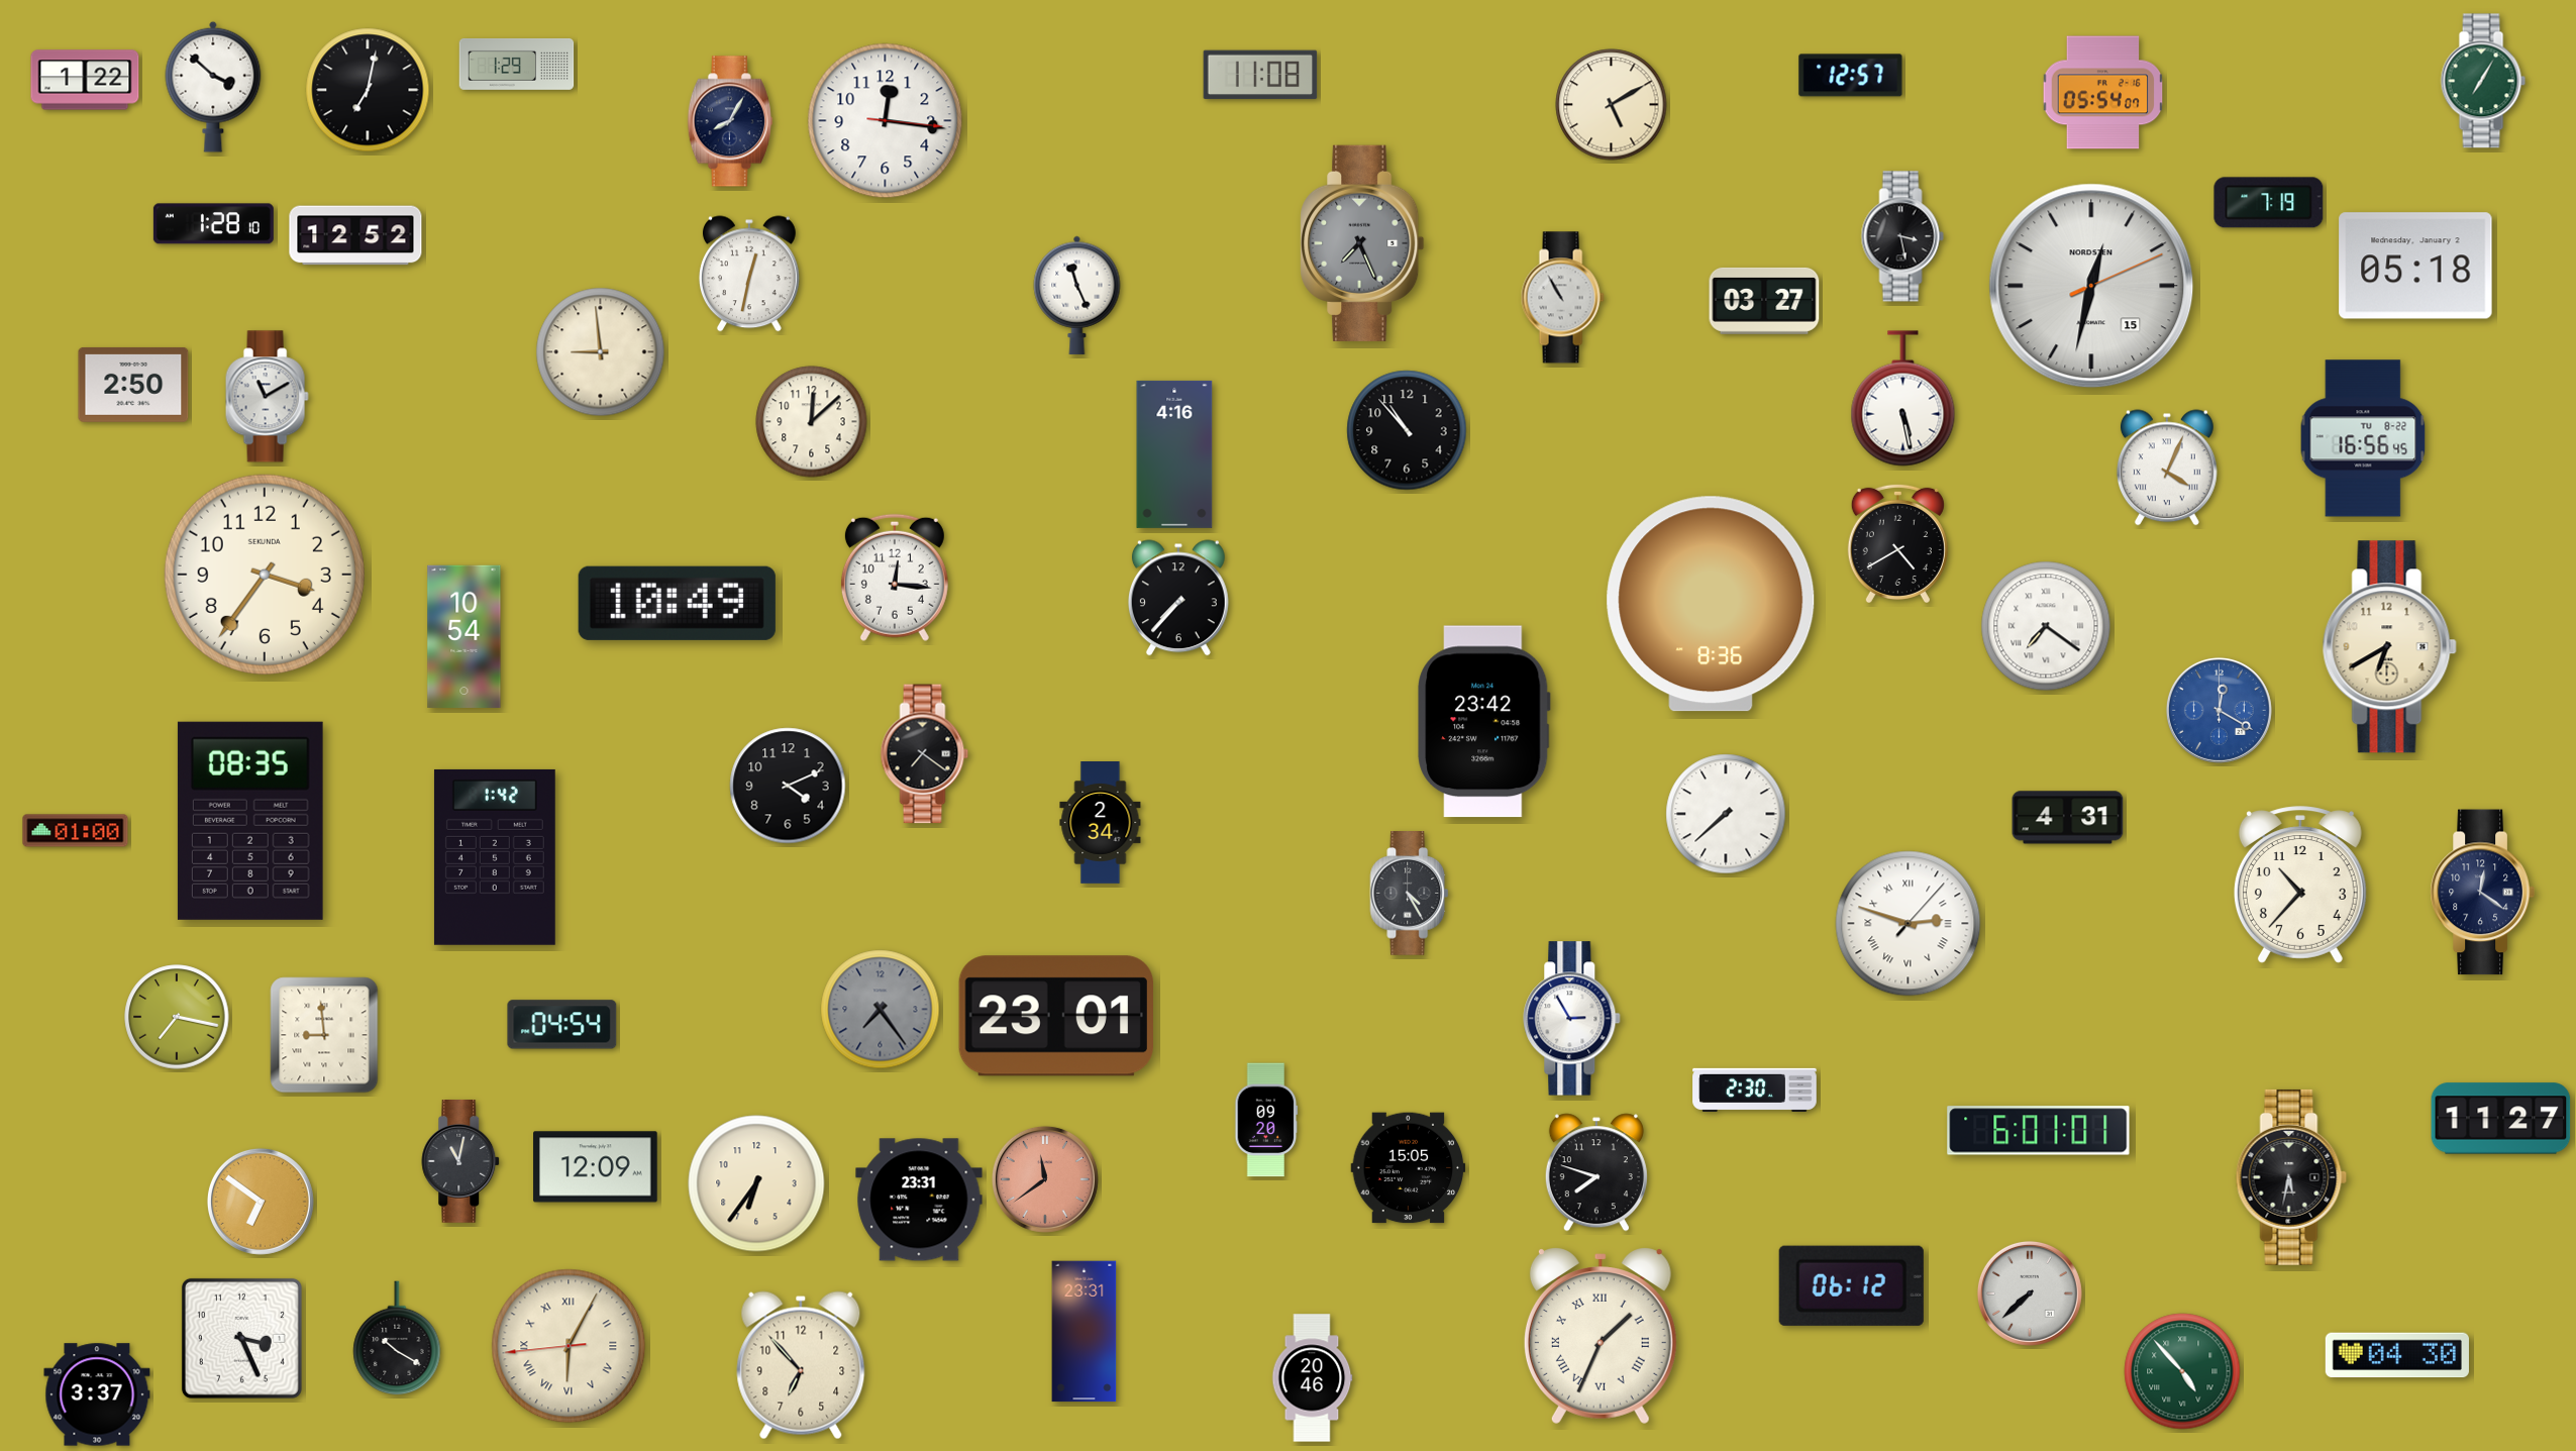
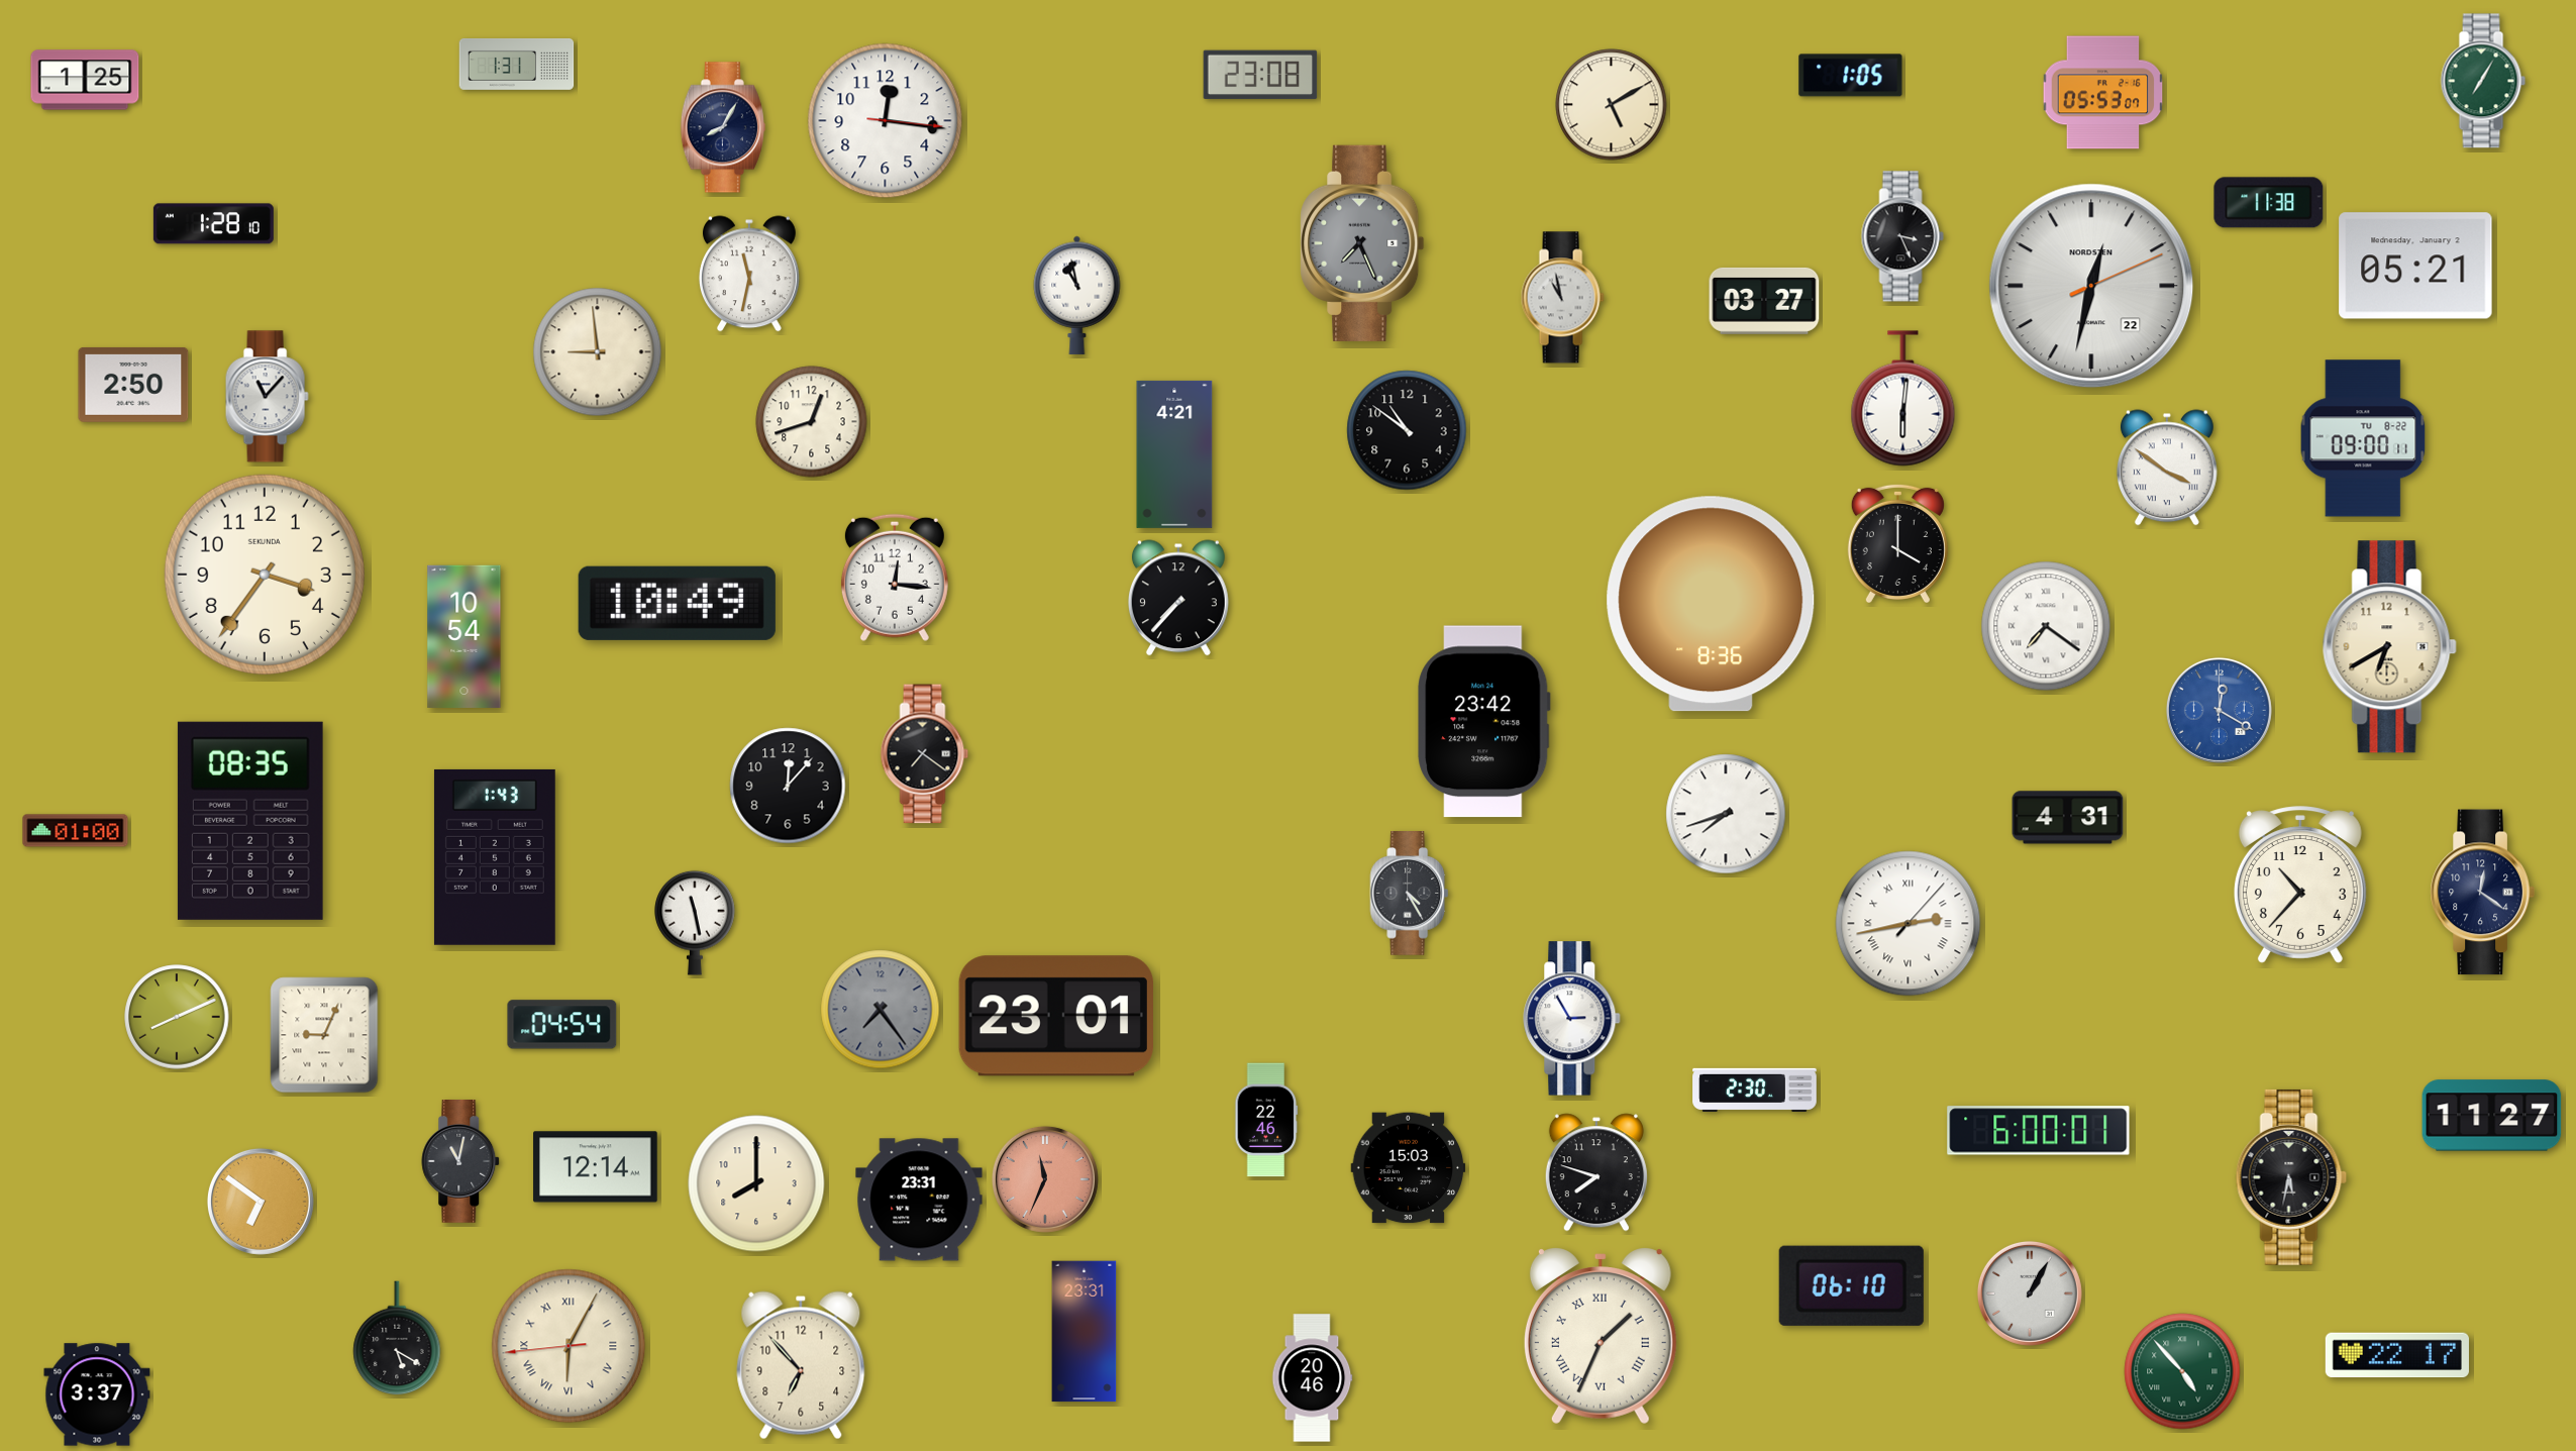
clock at (517, 64): 1:29 -> 1:31
clock at (1260, 75): 11:08 -> 23:08
clock at (1851, 76): 12:57 -> 1:05
clock at (85, 80): 1:22 -> 1:25
clock at (213, 87): 3:52 -> none
clock at (368, 90): 7:02 -> none
clock at (2103, 93): 05:54 -> 05:53
clock at (730, 121) position: (730, 121) -> (723, 127)
clock at (2269, 203): 7:19 -> 11:38
clock at (355, 235): 12:52 -> none
clock at (1902, 236): 3:28 -> 3:26
clock at (2415, 266): 05:18 -> 05:21
clock at (749, 274): 12:32 -> 11:32
clock at (2091, 286) date: 15 -> 22
clock at (1077, 295): 11:26 -> 10:58
clock at (1562, 298): 10:55 -> 10:58
clock at (601, 352) position: (601, 352) -> (598, 352)
clock at (267, 397): 11:10 -> 11:07
clock at (1903, 399): 5:28 -> 6:01
clock at (812, 422): 12:08 -> 12:42
clock at (1407, 430): 10:53 -> 10:51
clock at (2363, 438): 16:56 -> 09:00
clock at (1174, 454): 4:16 -> 4:21
clock at (2167, 468): 4:04 -> 3:51
clock at (1897, 542): 4:40 -> 4:00
clock at (788, 786): 4:11 -> 12:07
clock at (1726, 814): 7:38 -> 7:42
clock at (1101, 823): 2:34 -> none
clock at (495, 857): 1:42 -> 1:43
clock at (695, 923): none -> 11:28
clock at (1909, 924): 2:48 -> 2:43
clock at (177, 1017): 7:17 -> 8:11
clock at (324, 1035): 8:59 -> 9:04
clock at (2501, 1119) position: (2501, 1119) -> (2492, 1116)
clock at (1266, 1120): 09:20 -> 22:46
clock at (2039, 1131): 6:01 -> 6:00
clock at (596, 1167): 12:09 -> 12:14
clock at (1409, 1168): 15:05 -> 15:03
clock at (1045, 1179): 11:39 -> 11:34
clock at (756, 1183): 6:36 -> 8:00
clock at (1851, 1285): 06:12 -> 06:10
clock at (2030, 1293): 7:38 -> 1:05
clock at (241, 1338): 3:26 -> none
clock at (397, 1339): 10:20 -> 5:20
clock at (2397, 1355): 04:30 -> 22:17
